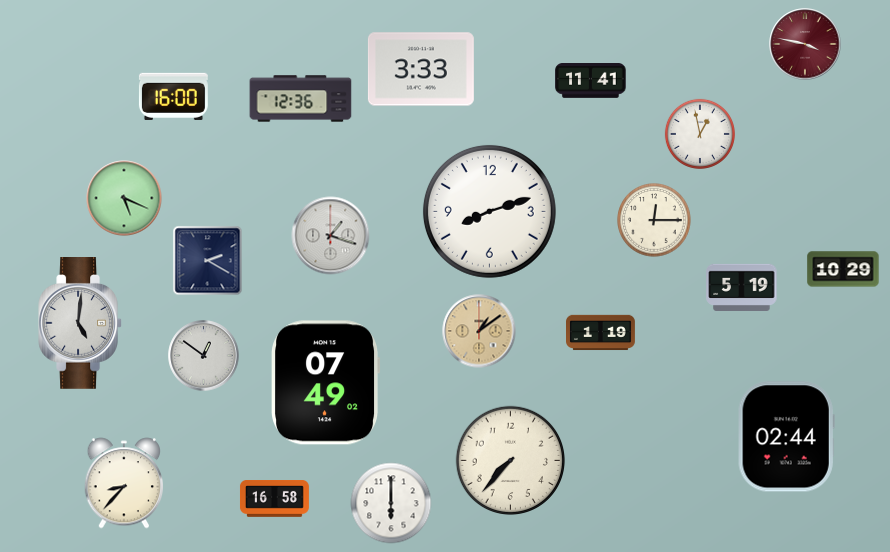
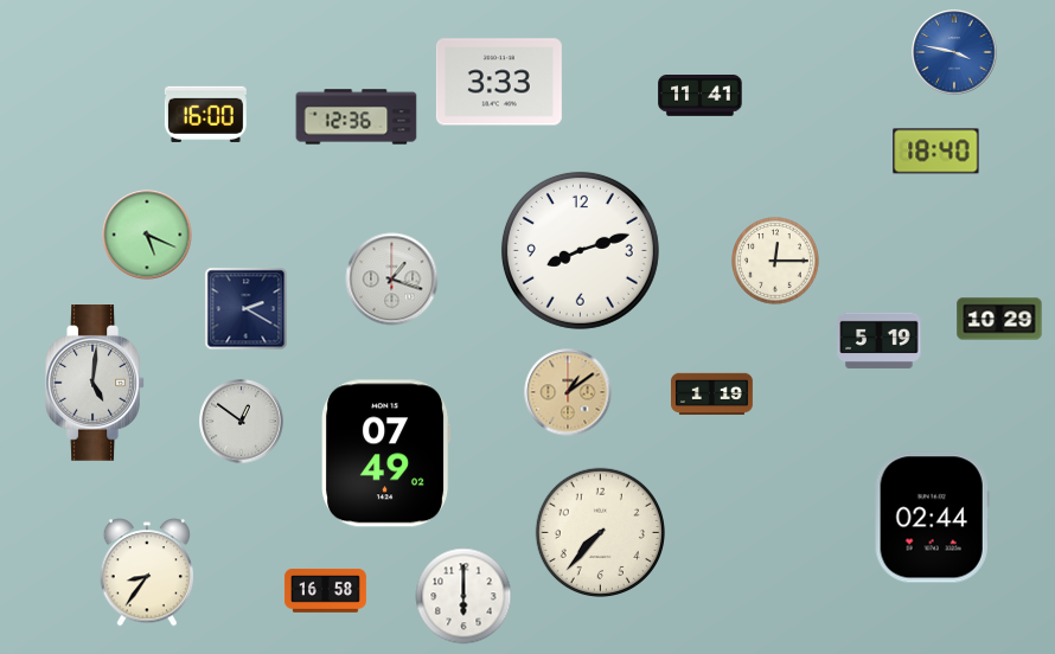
clock at (805, 44) dial: burgundy -> blue
clock at (936, 152): none -> 18:40
clock at (700, 134): 12:58 -> none
clock at (510, 460) position: (510, 460) -> (600, 532)
clock at (124, 483): 8:37 -> 8:36
